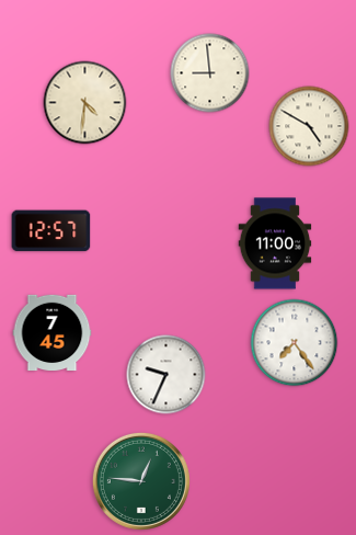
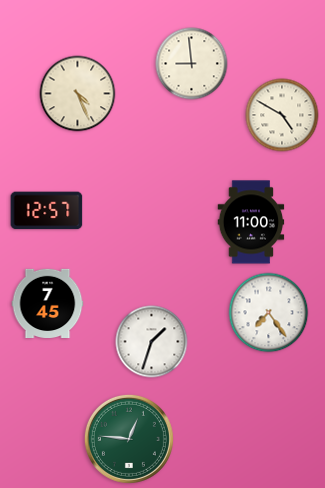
clock at (210, 73) position: (210, 73) -> (192, 64)
clock at (85, 103): 4:31 -> 4:26
clock at (166, 375): 9:34 -> 1:33
